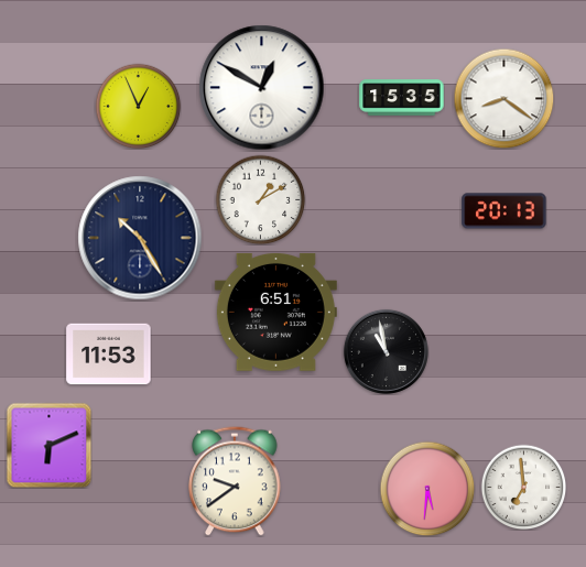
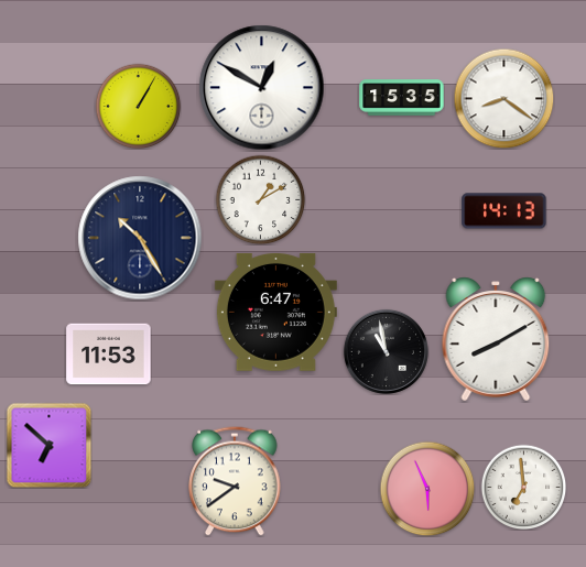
clock at (138, 106): 12:56 -> 1:05
clock at (504, 211): 20:13 -> 14:13
clock at (275, 313): 6:51 -> 6:47
clock at (496, 339): none -> 8:10
clock at (48, 445): 6:11 -> 6:52
clock at (427, 489): 5:31 -> 5:56
